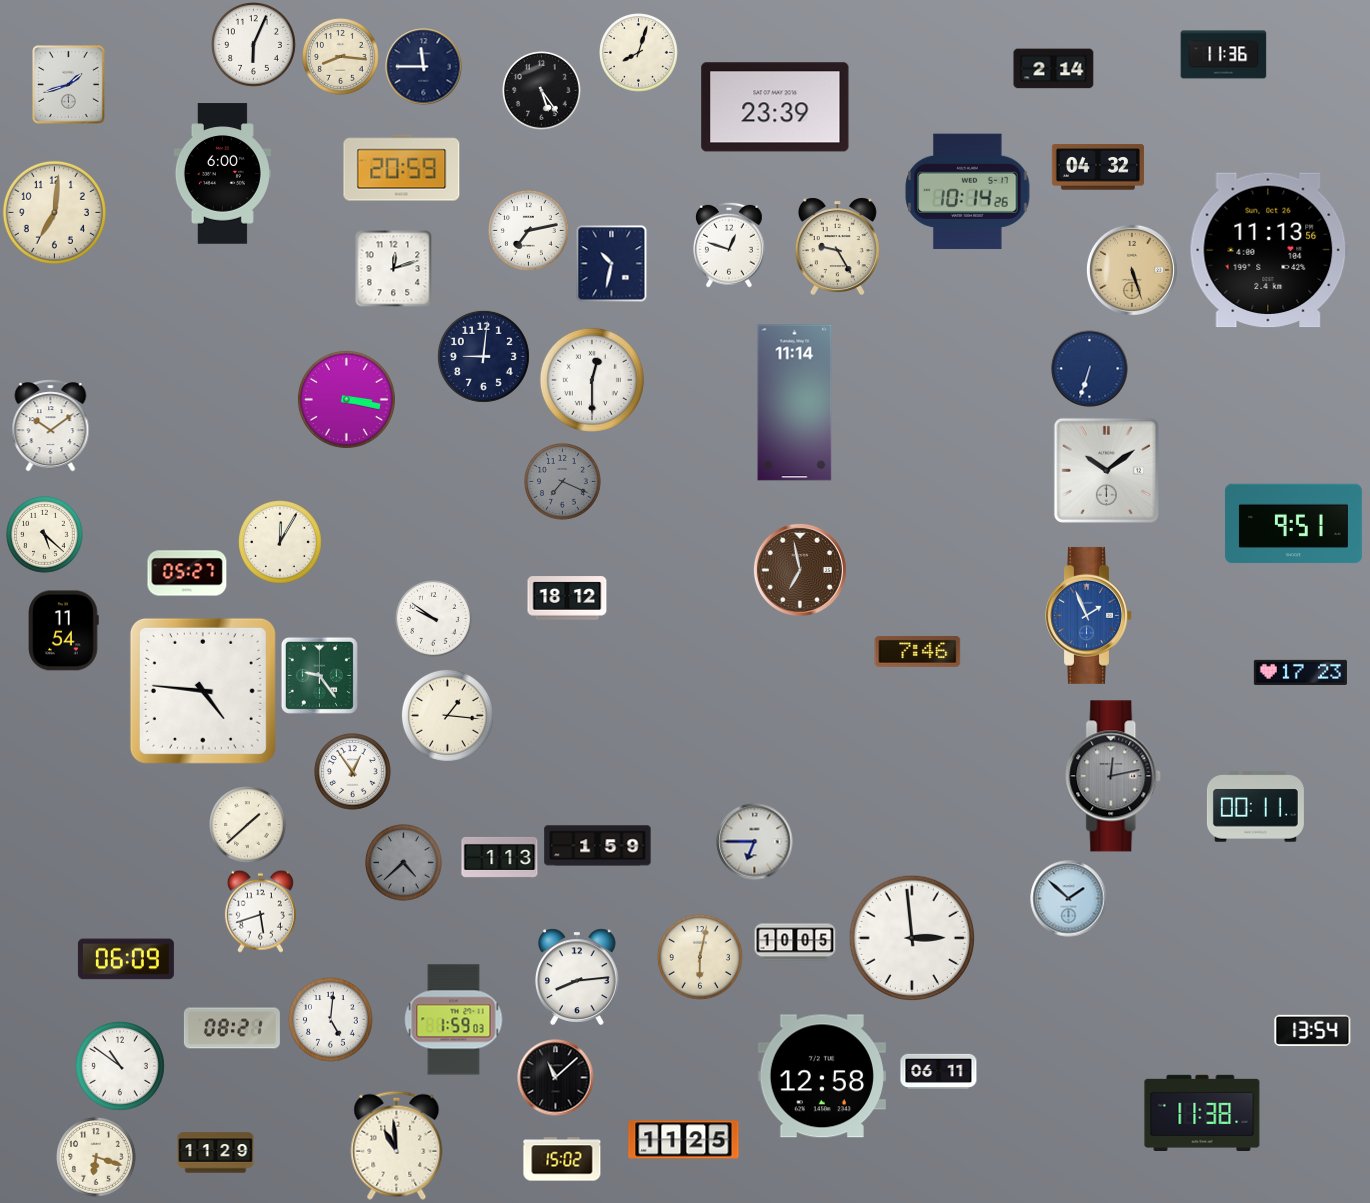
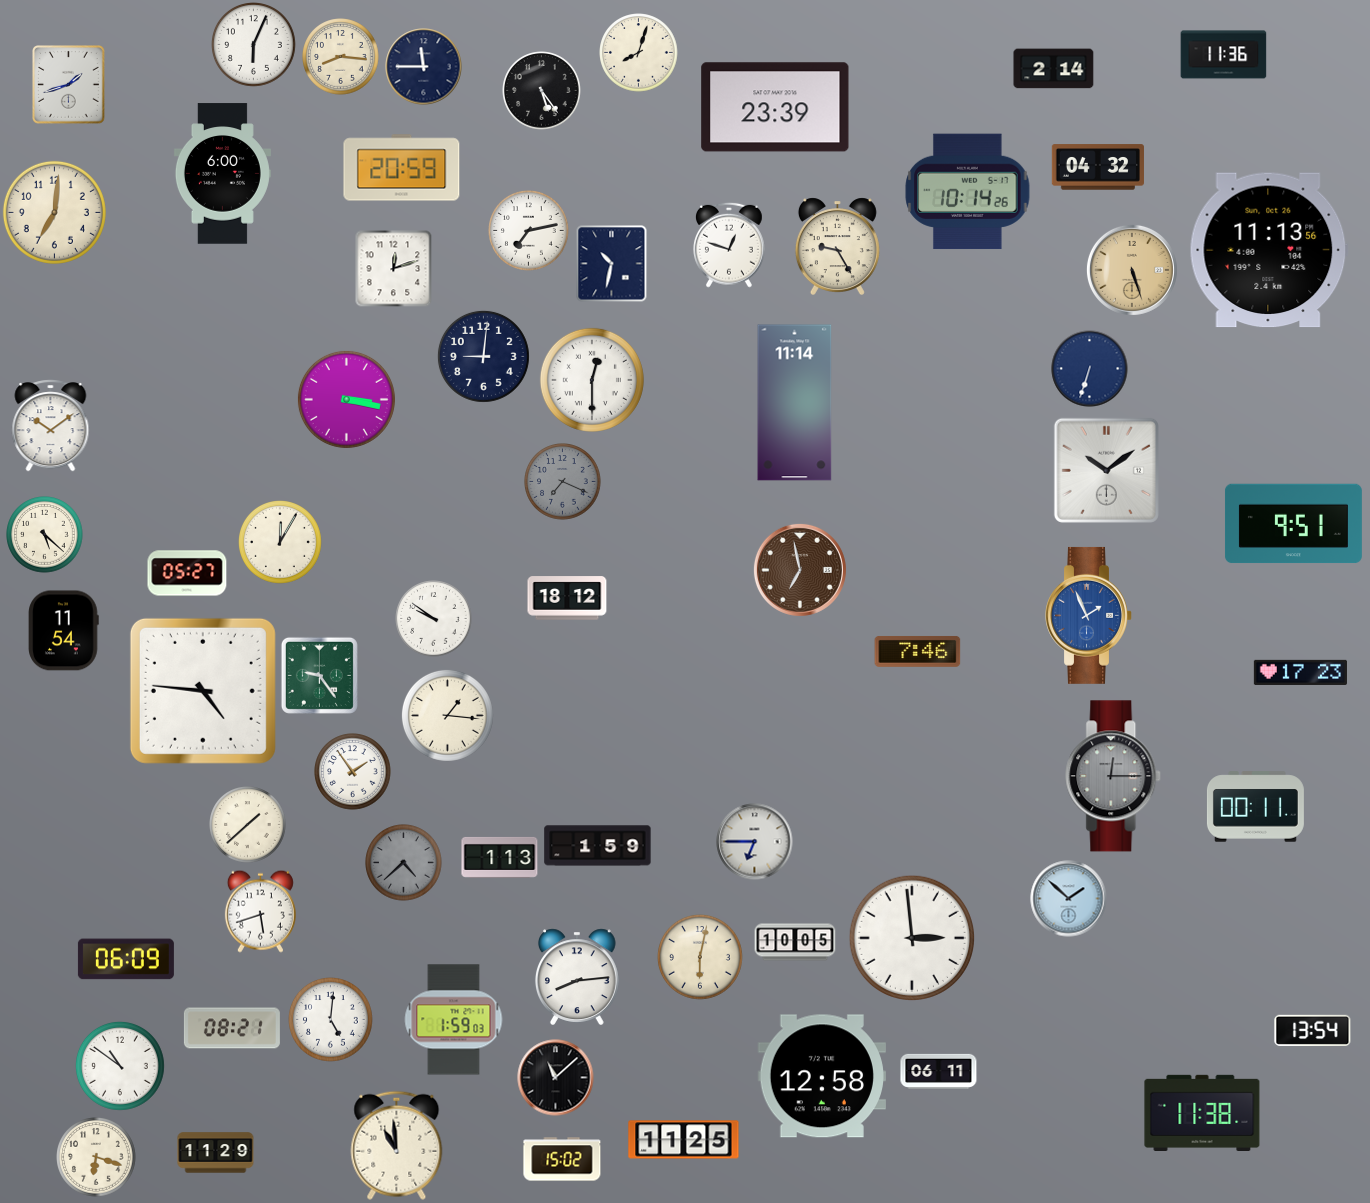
clock at (353, 772): 12:54 -> 1:54
clock at (1114, 776): 12:13 -> 12:15
